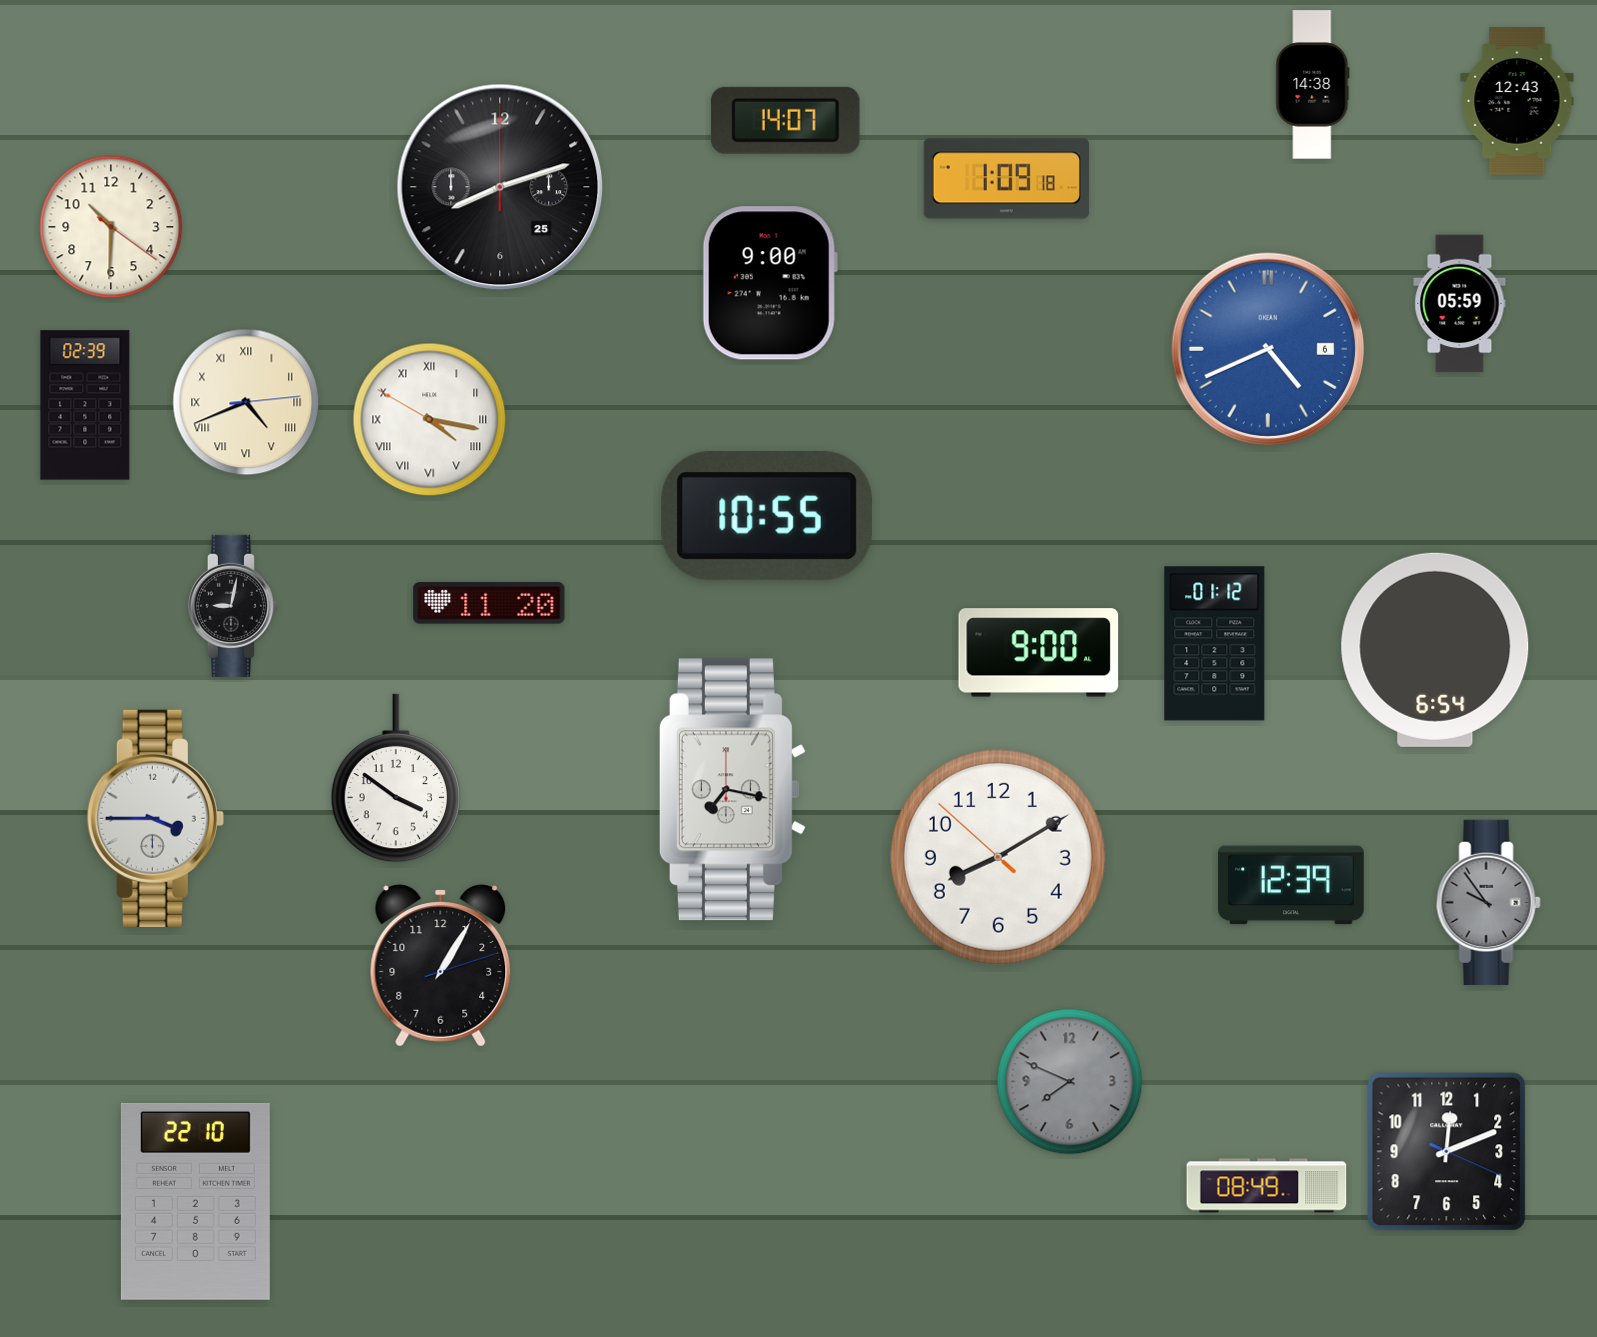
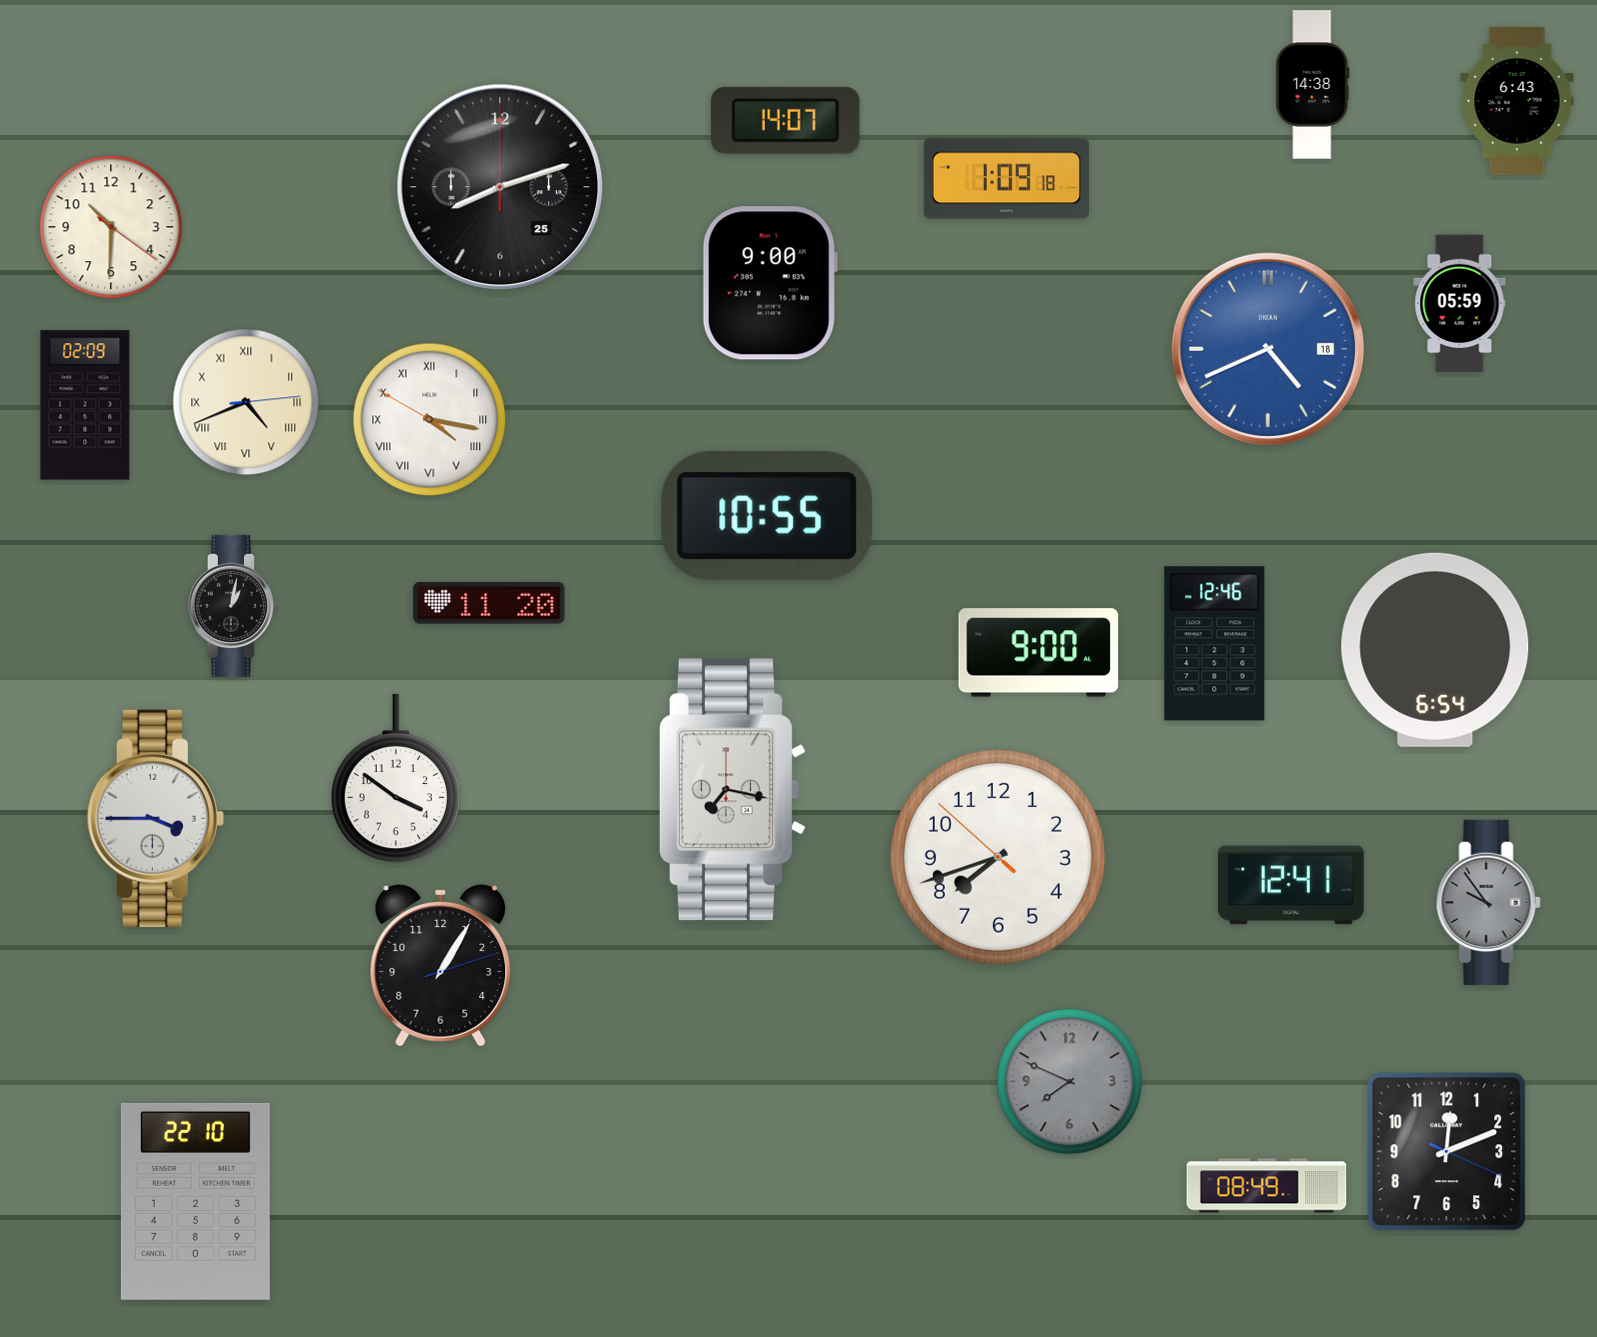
clock at (1517, 101): 12:43 -> 6:43
clock at (1267, 348) date: 6 -> 18
clock at (85, 405): 02:39 -> 02:09
clock at (233, 606): 9:02 -> 1:02
clock at (1215, 644): 01:12 -> 12:46
clock at (998, 857): 8:09 -> 7:41
clock at (1292, 885): 12:39 -> 12:41
